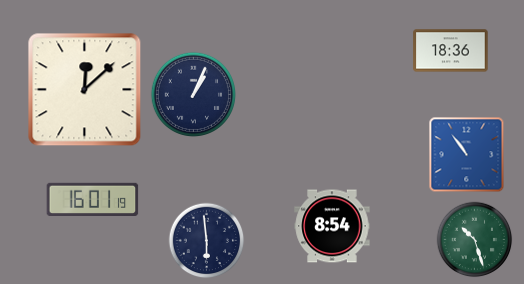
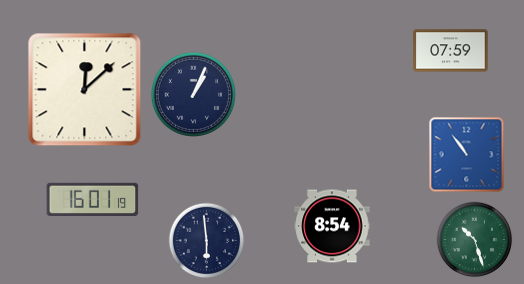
clock at (451, 51): 18:36 -> 07:59
